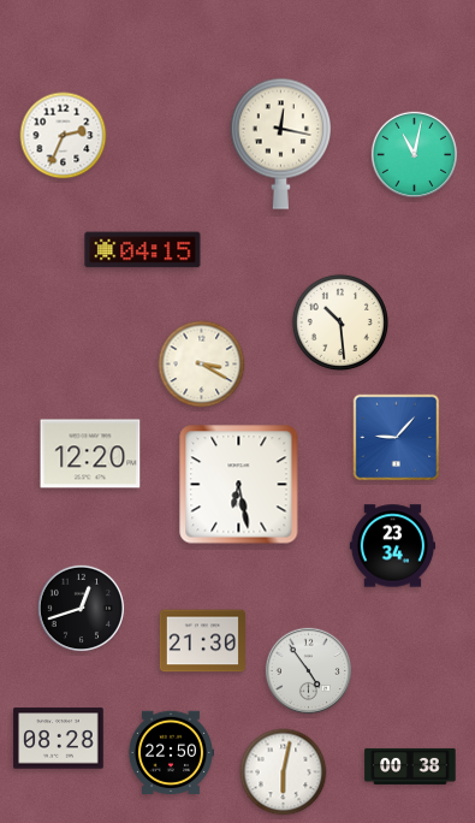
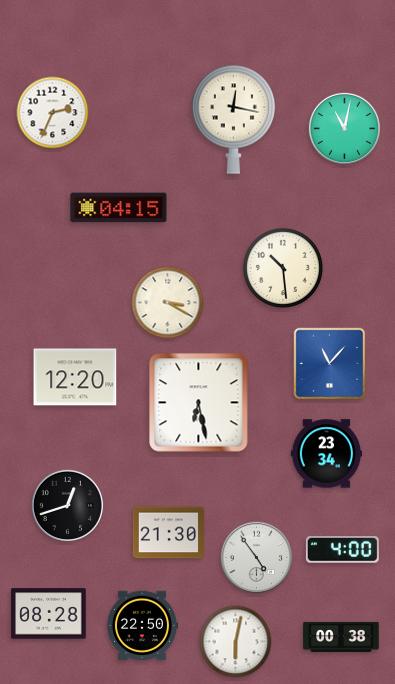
clock at (397, 438): 9:07 -> 11:07
clock at (342, 550): none -> 4:00
